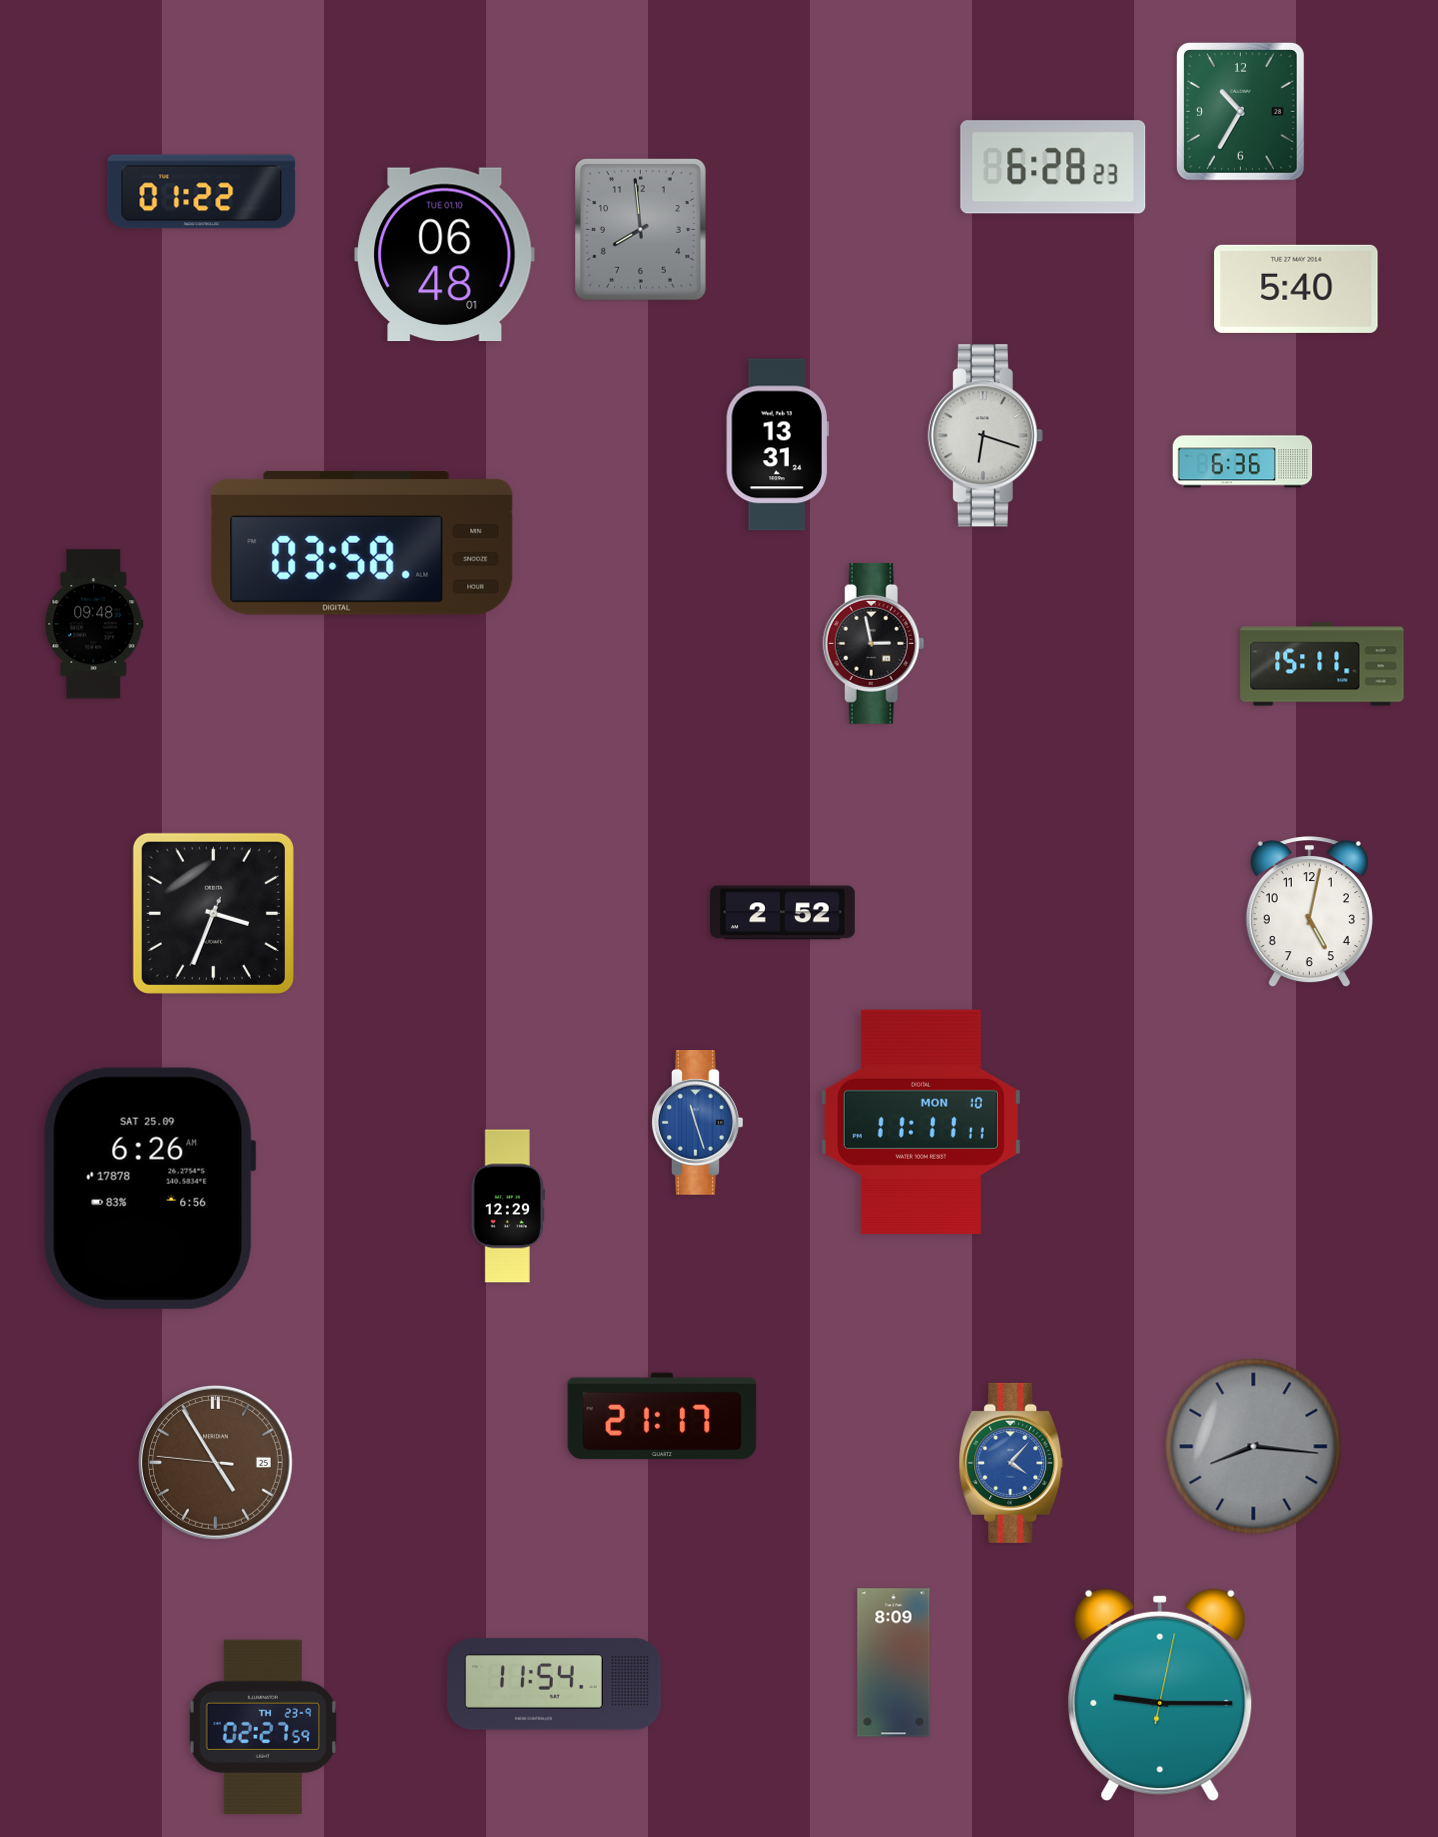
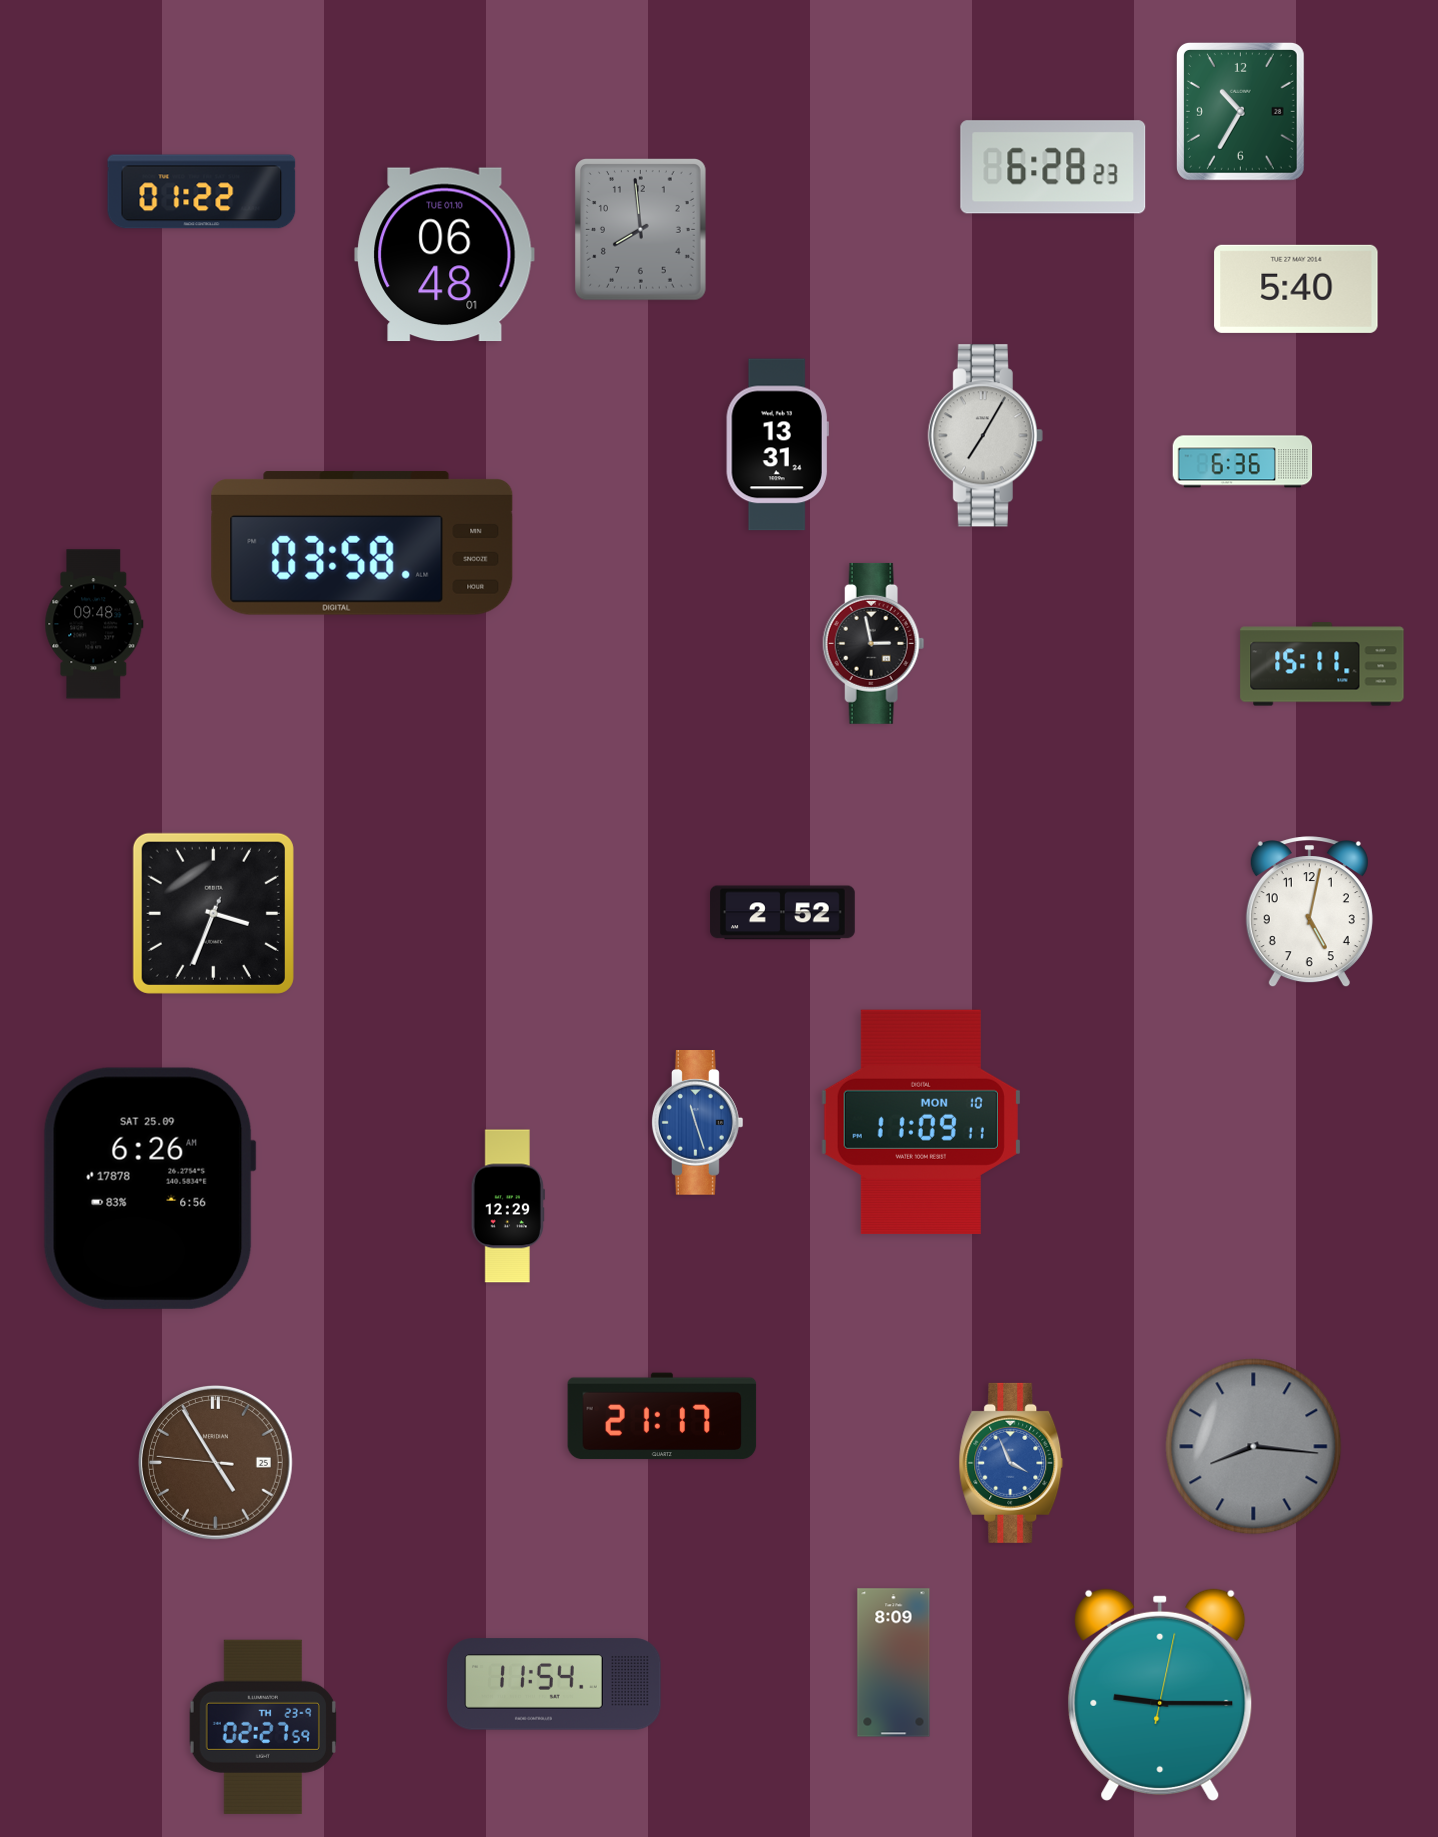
clock at (985, 436): 6:18 -> 7:05
clock at (921, 1122): 11:11 -> 11:09
clock at (1011, 1463): 4:07 -> 3:56
